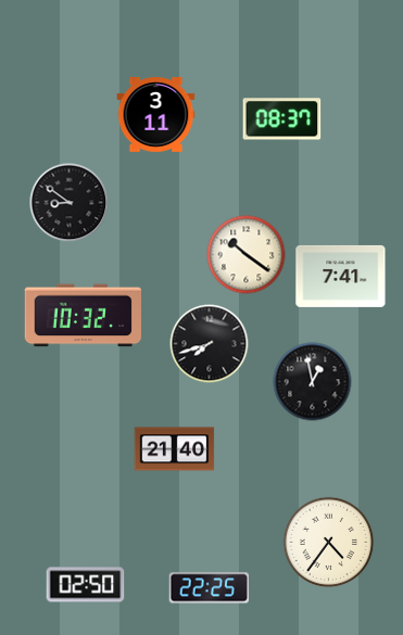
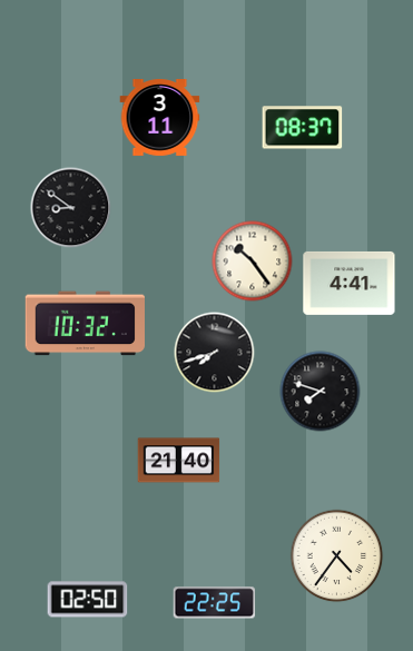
clock at (282, 119) position: (282, 119) -> (303, 128)
clock at (247, 255): 10:21 -> 10:24
clock at (341, 276): 7:41 -> 4:41
clock at (313, 382): 12:58 -> 7:48
